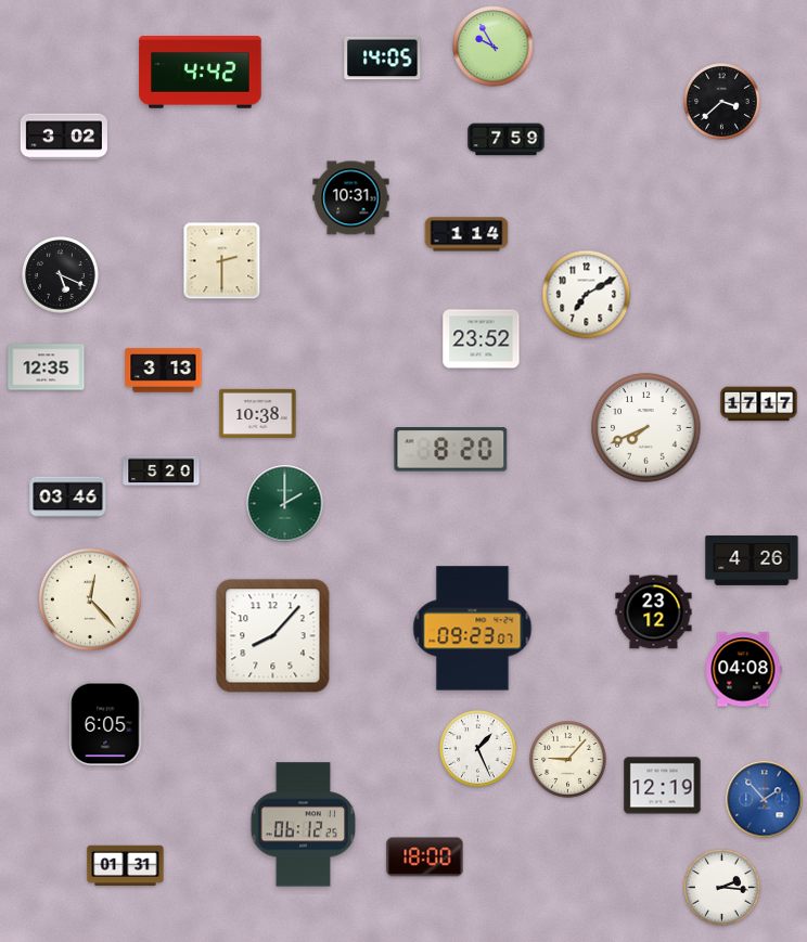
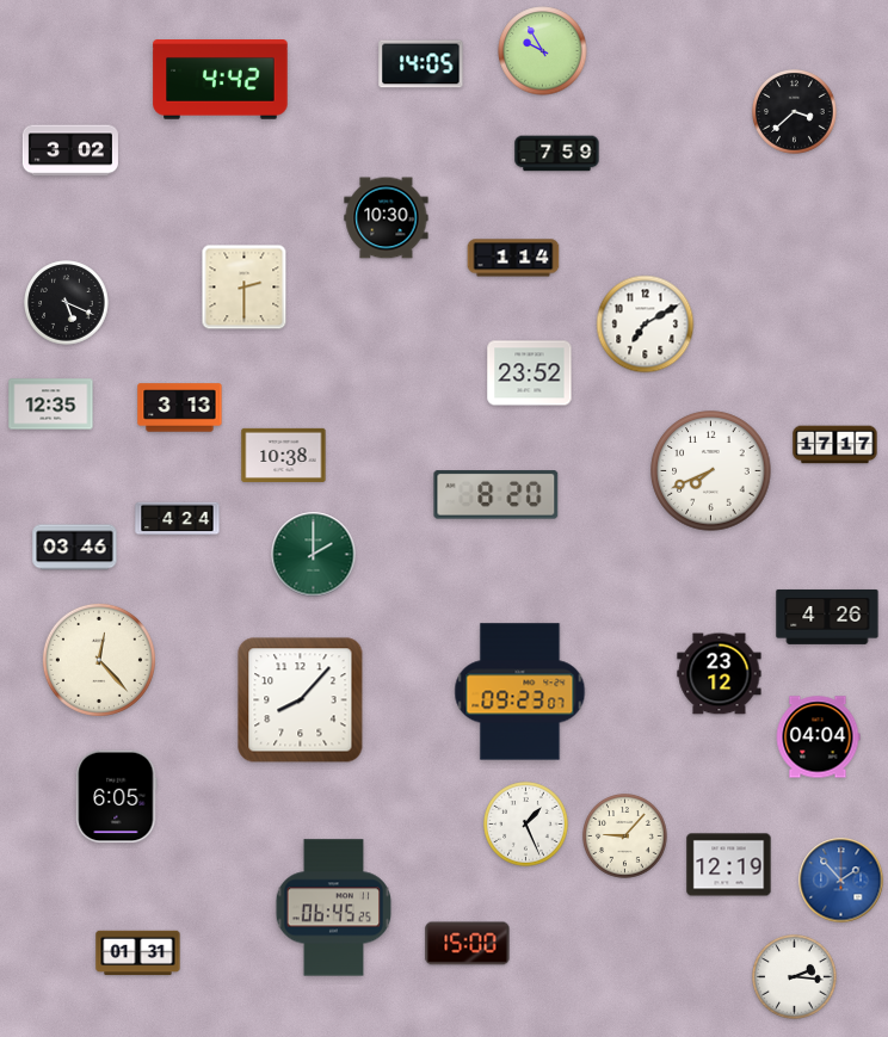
clock at (351, 198): 10:31 -> 10:30
clock at (162, 472): 5:20 -> 4:24
clock at (743, 670): 04:08 -> 04:04
clock at (304, 825): 06:12 -> 06:45
clock at (425, 857): 18:00 -> 15:00
